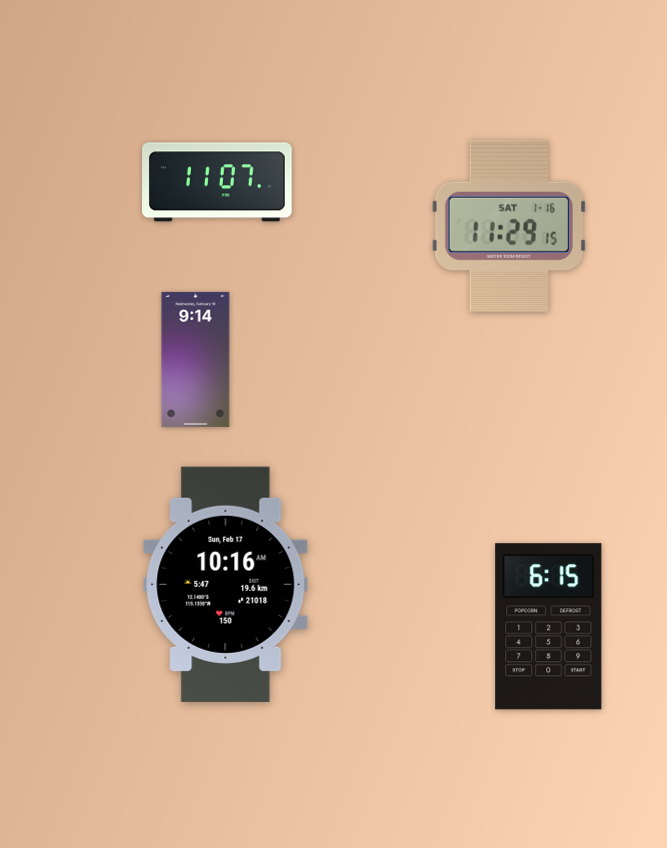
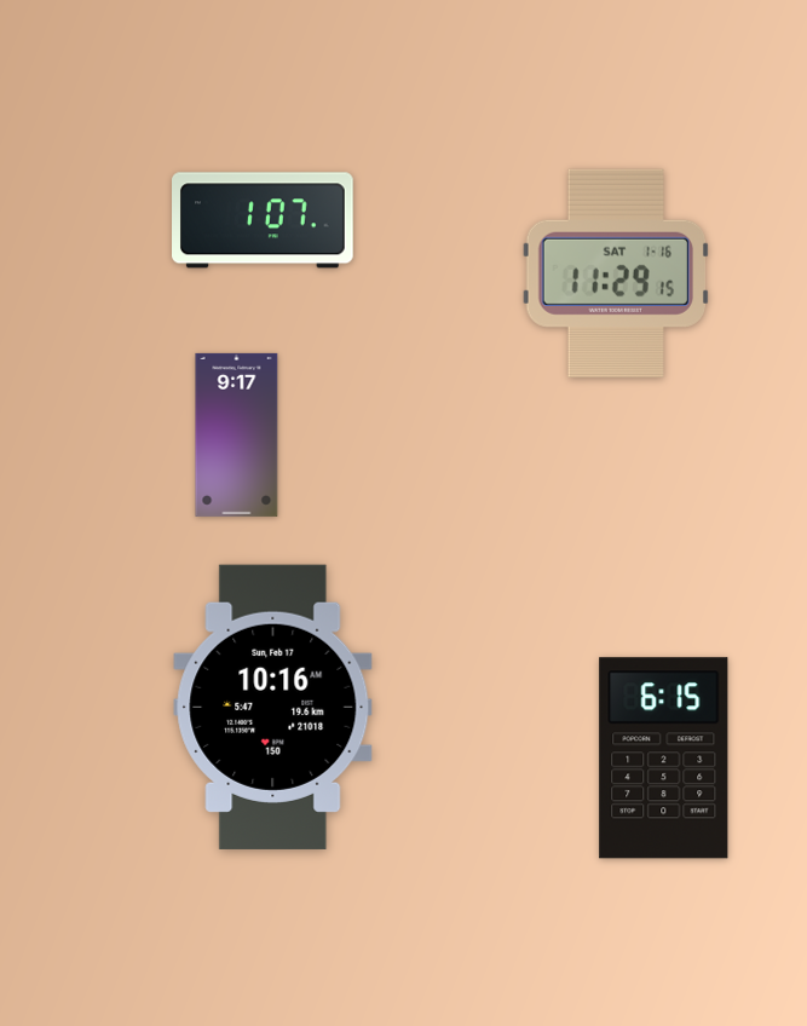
clock at (217, 182): 11:07 -> 1:07
clock at (196, 359): 9:14 -> 9:17
